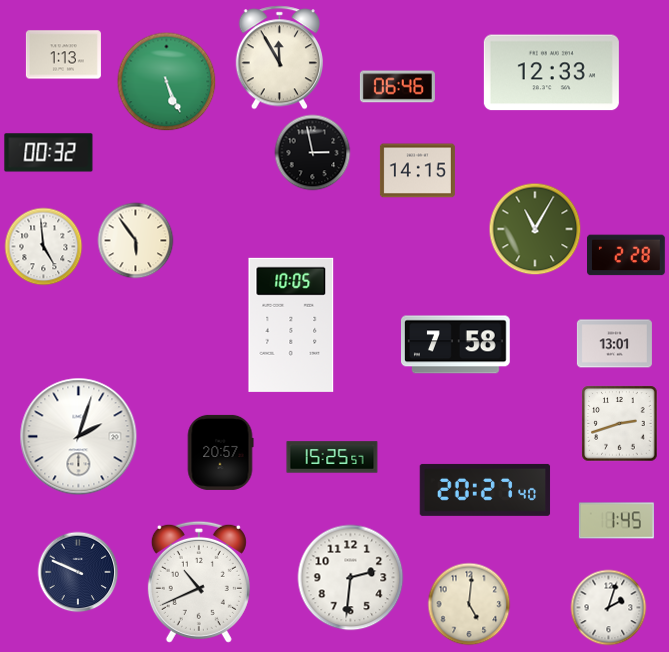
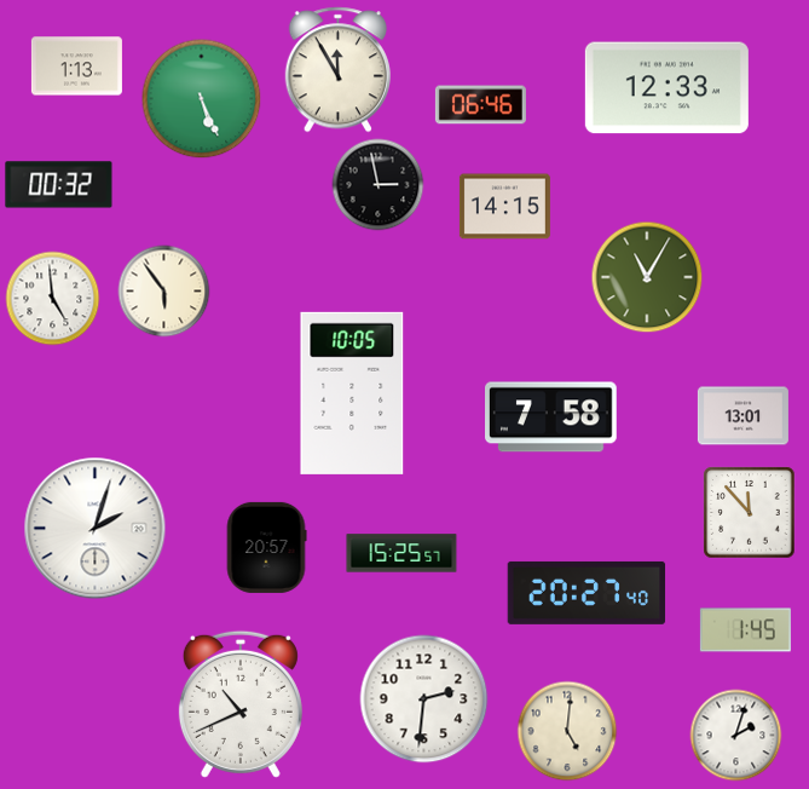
clock at (627, 255): 2:28 -> none
clock at (620, 424): 2:42 -> 11:53
clock at (78, 572): 9:49 -> none
